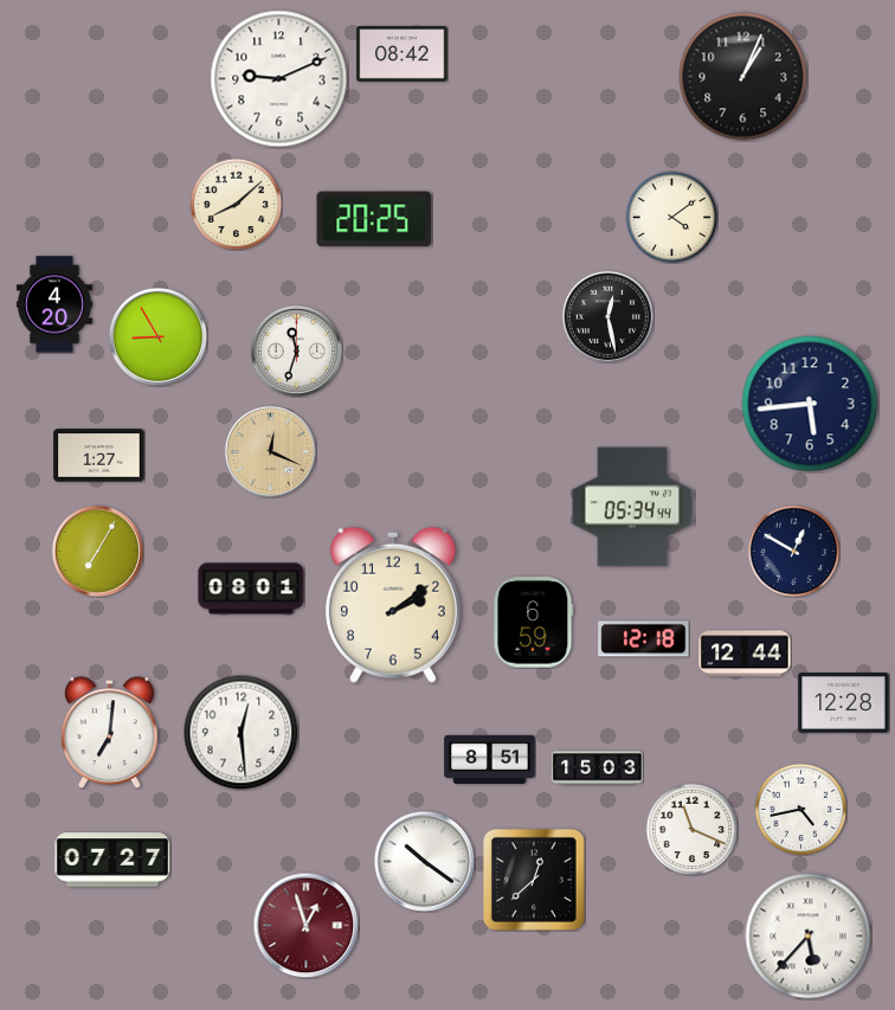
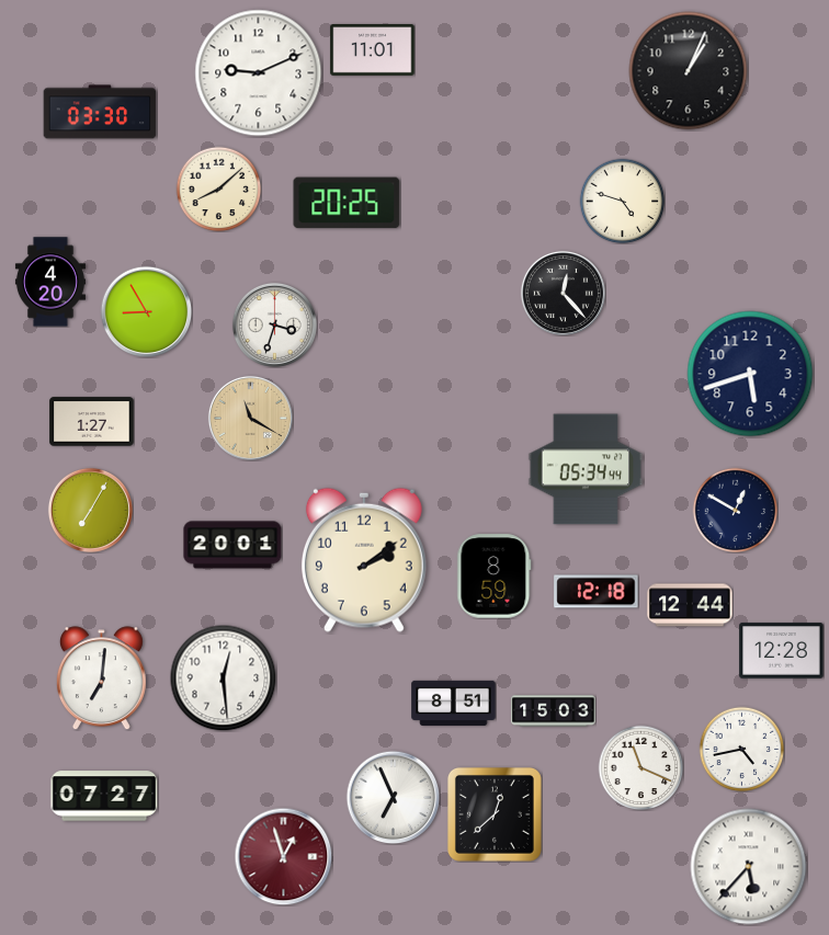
clock at (403, 54): 08:42 -> 11:01
clock at (100, 112): none -> 03:30
clock at (671, 217): 4:09 -> 4:48
clock at (607, 316): 12:28 -> 12:23
clock at (296, 350): 11:33 -> 3:33
clock at (810, 404): 5:44 -> 5:42
clock at (270, 451): 12:19 -> 11:20
clock at (251, 588): 08:01 -> 20:01
clock at (534, 623): 6:59 -> 8:59
clock at (424, 861): 10:21 -> 6:56
